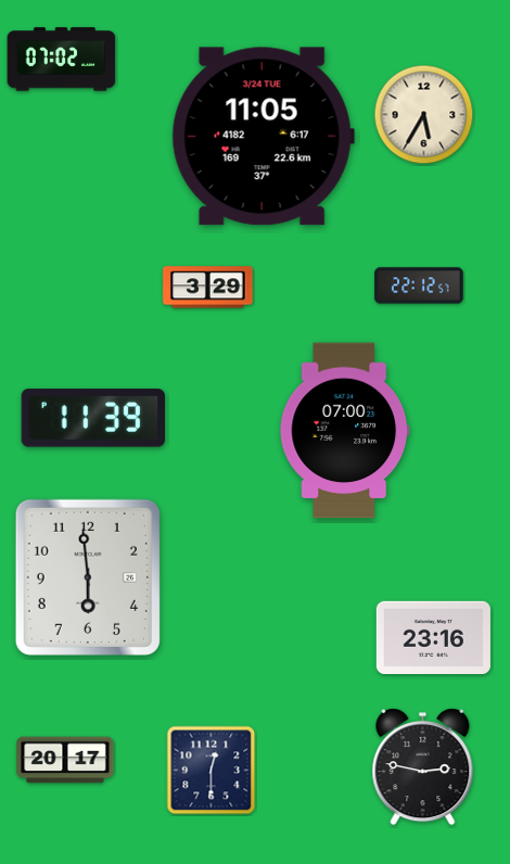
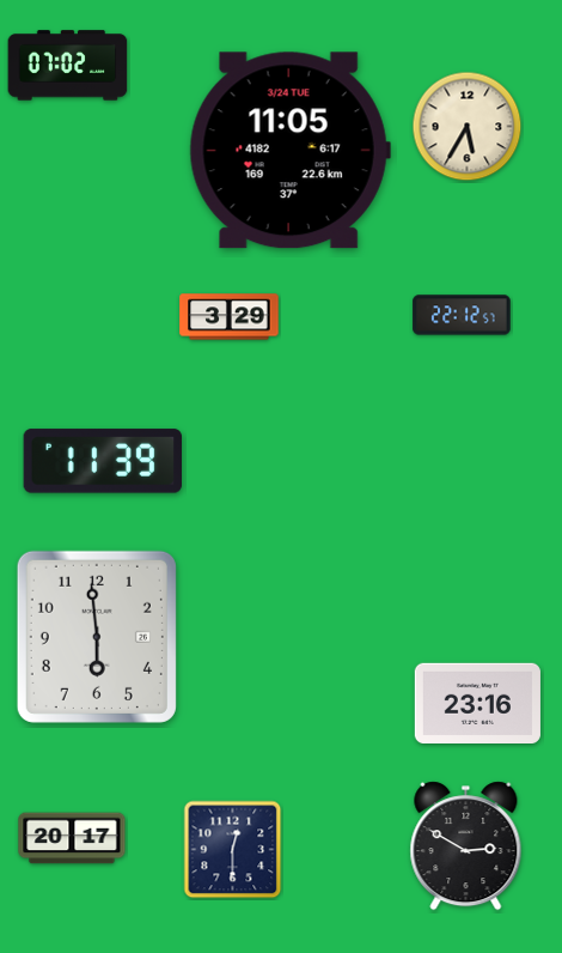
clock at (344, 431): 07:00 -> none
clock at (423, 767): 2:47 -> 2:50
